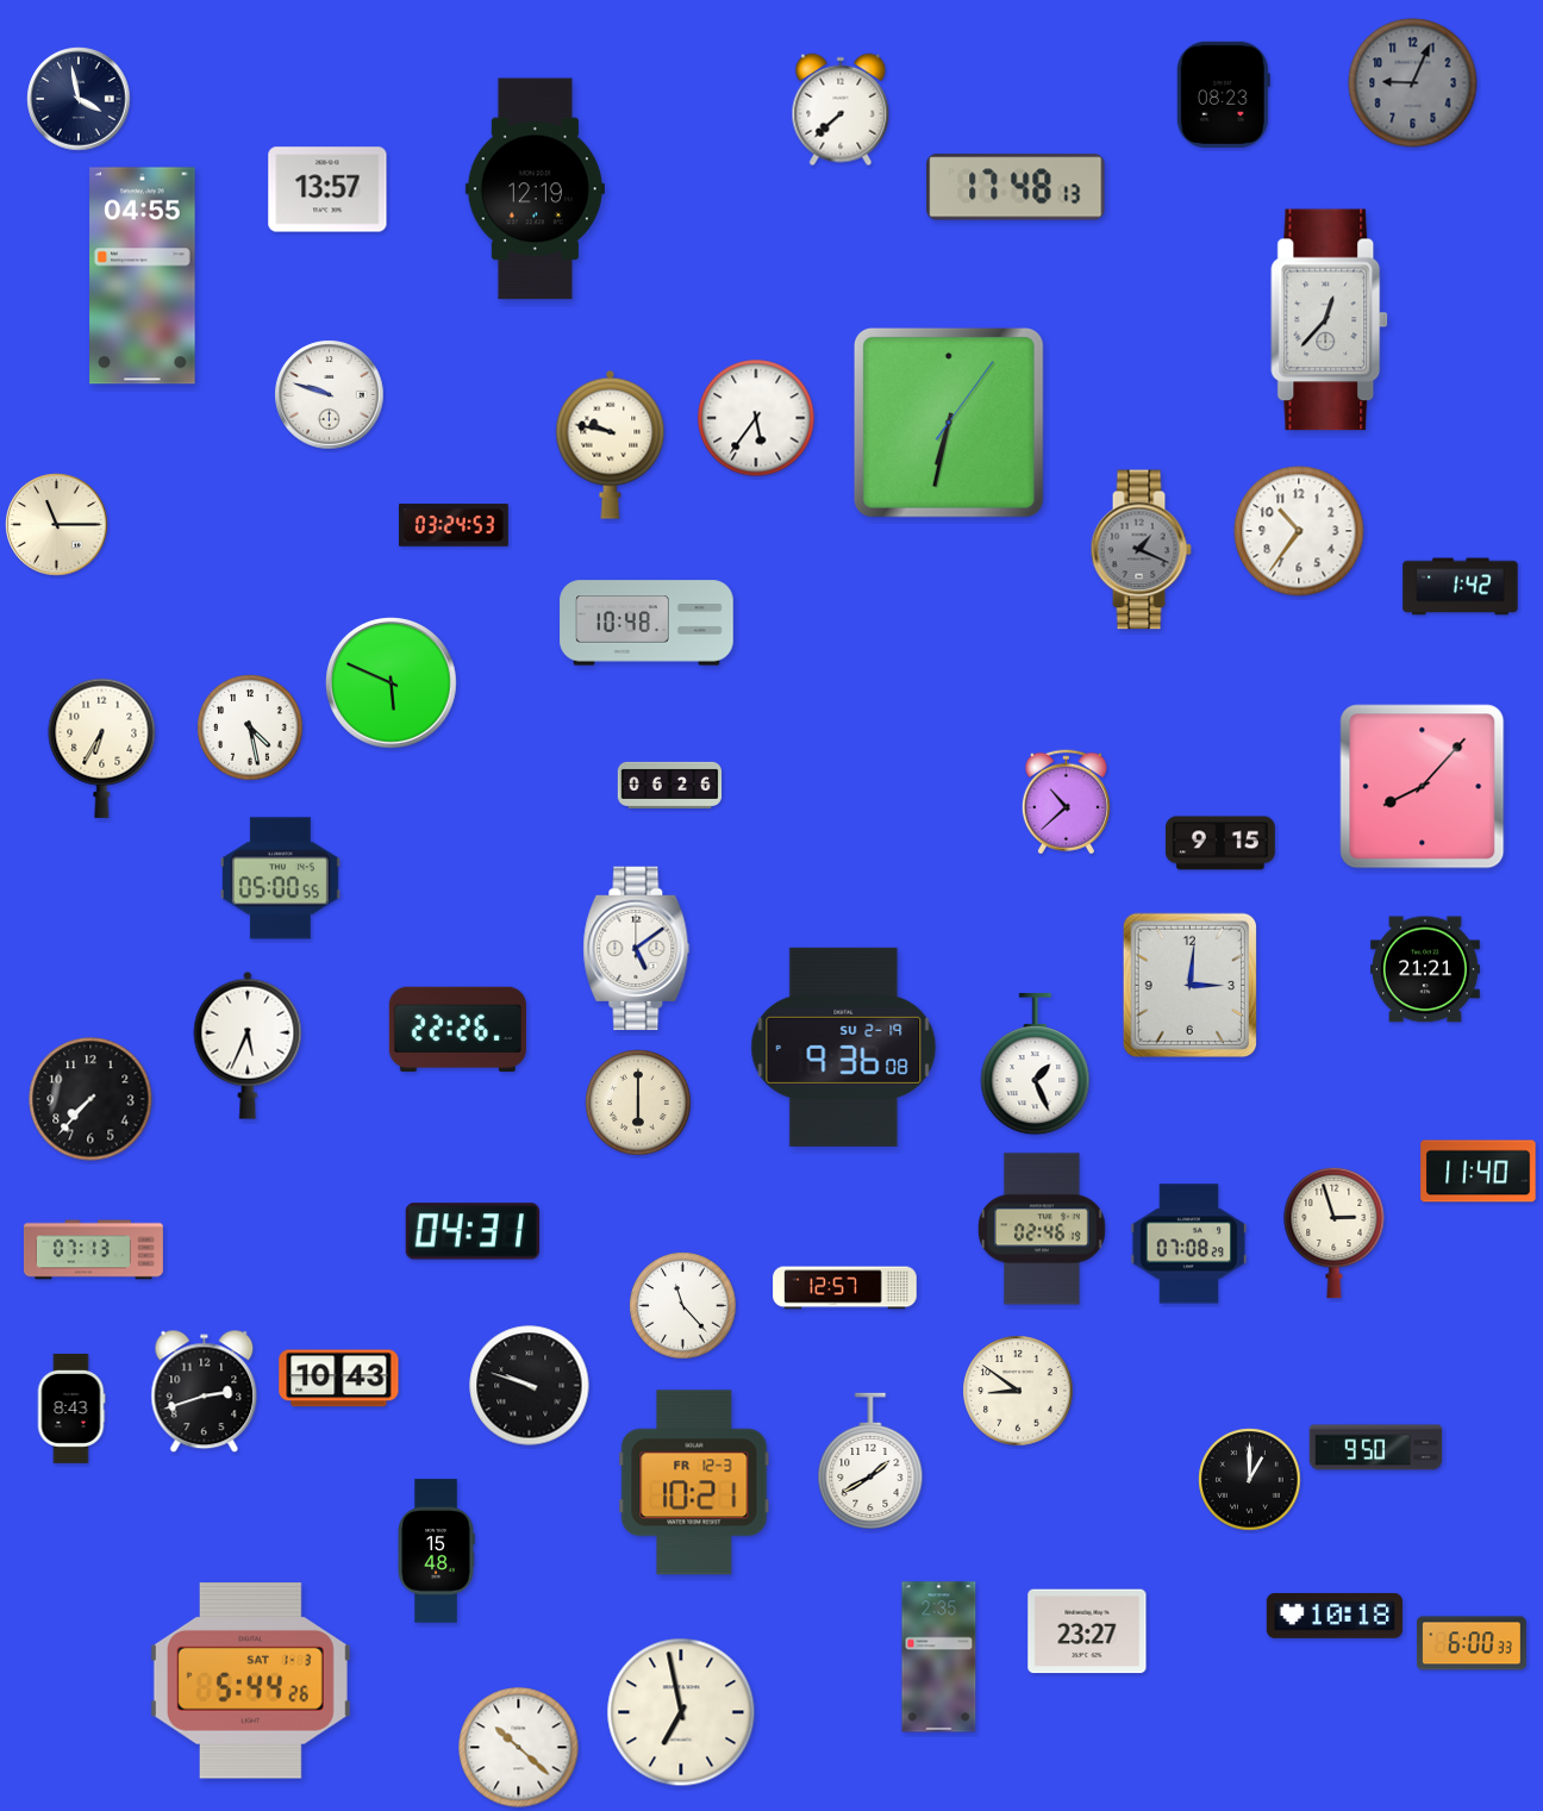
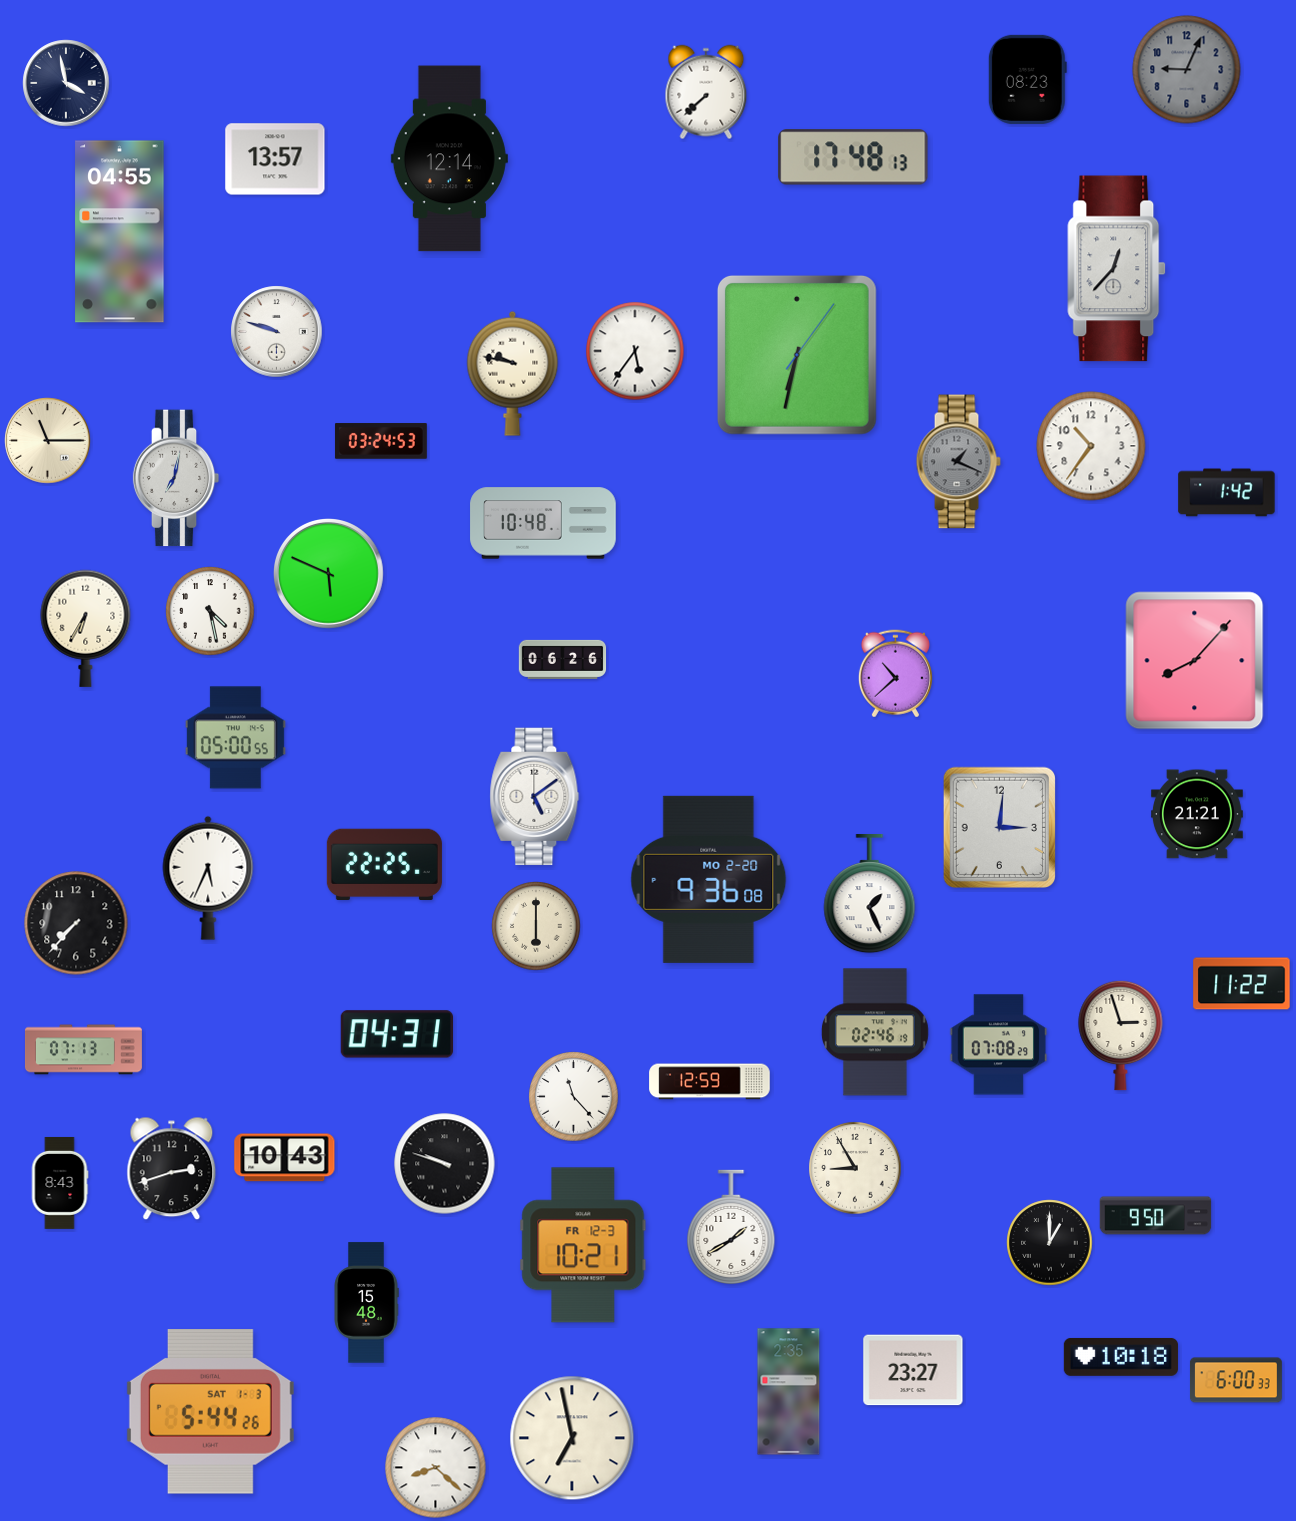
clock at (535, 189): 12:19 -> 12:14
clock at (176, 478): none -> 7:02
clock at (1220, 843): 9:15 -> none
clock at (457, 1029): 22:26 -> 22:25
clock at (844, 1047) date: SU 2-19 -> MO 2-20
clock at (1479, 1172): 11:40 -> 11:22
clock at (93, 1250) position: (93, 1250) -> (83, 1050)
clock at (845, 1288): 12:57 -> 12:59
clock at (1018, 1391): 8:51 -> 8:55
clock at (519, 1748): 10:22 -> 8:22
